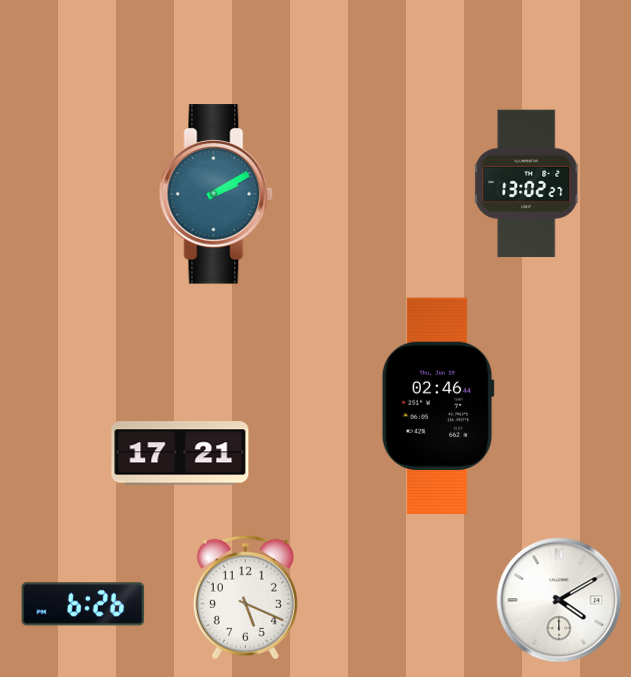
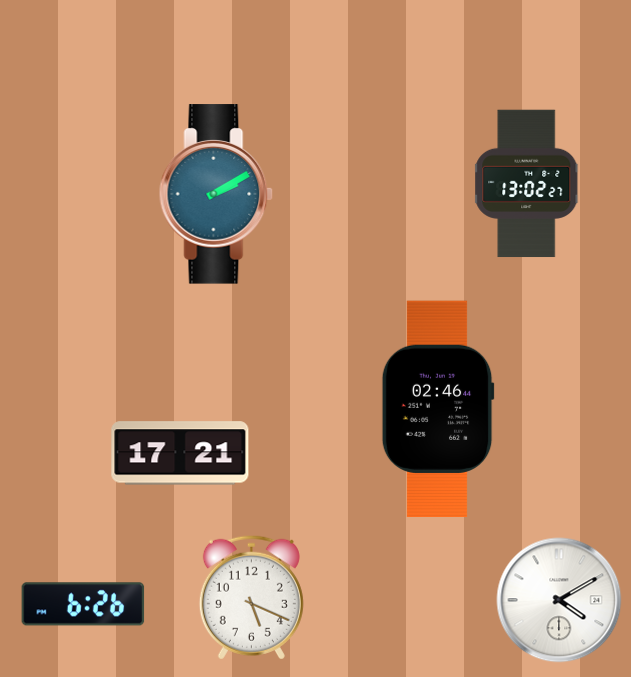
clock at (438, 405) position: (438, 405) -> (438, 408)
clock at (245, 597) position: (245, 597) -> (251, 597)
